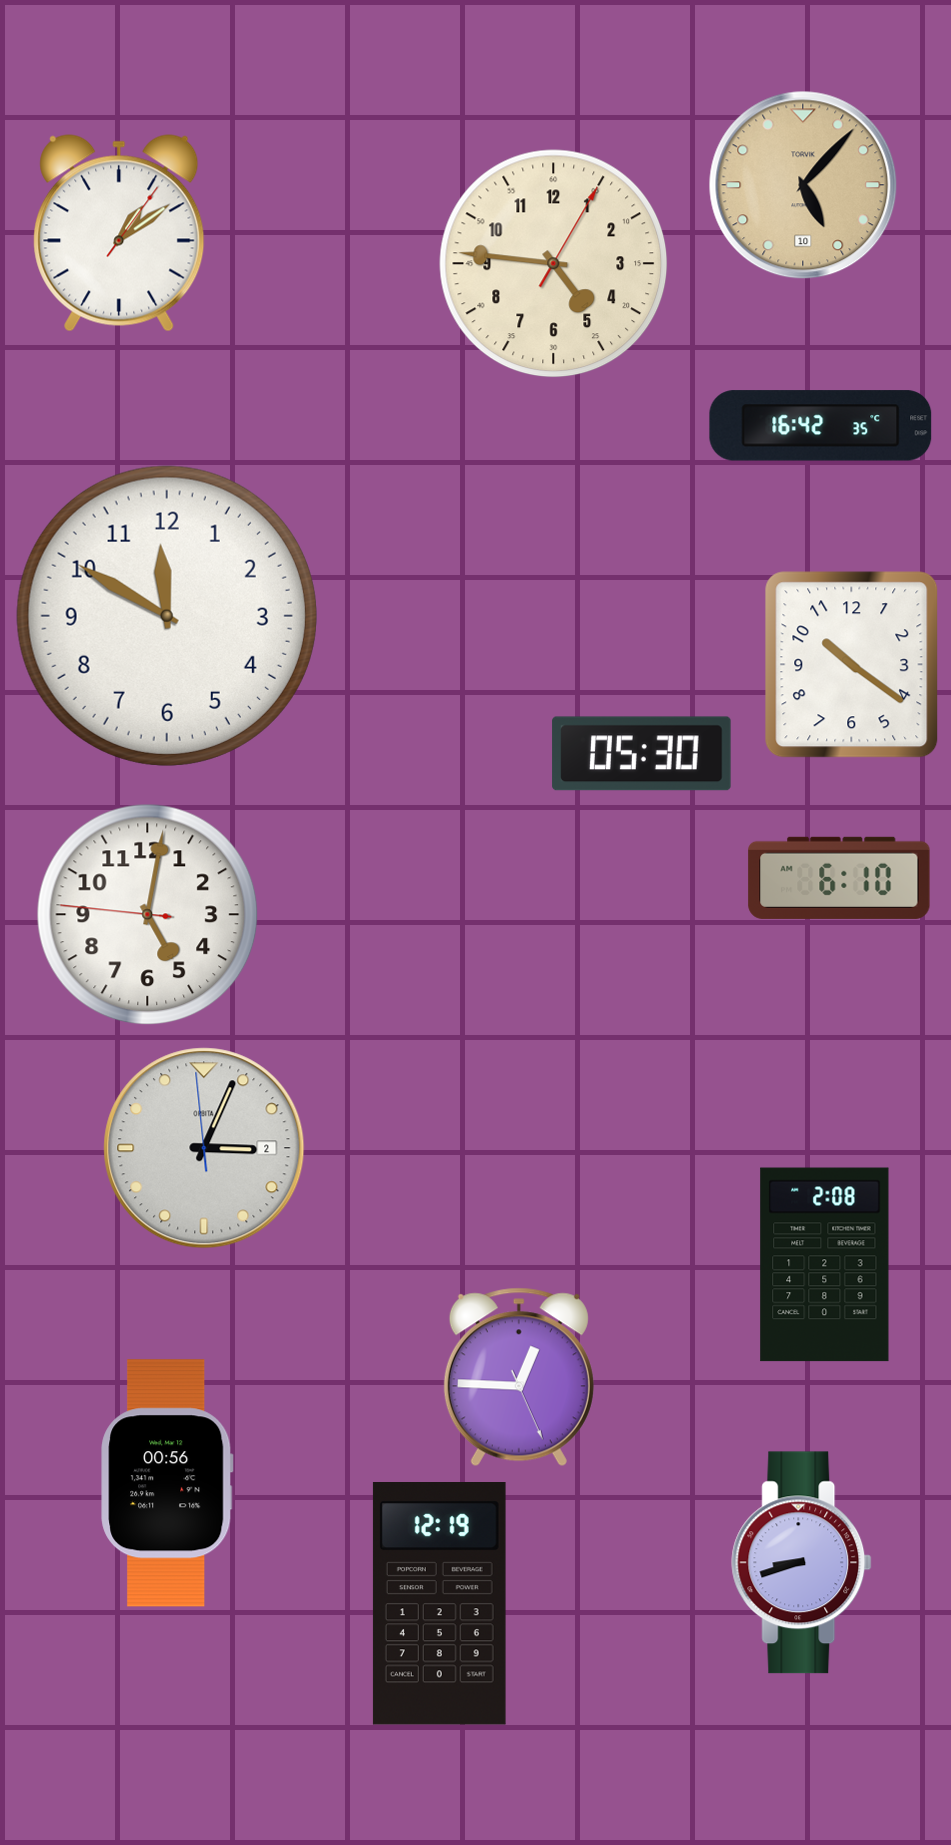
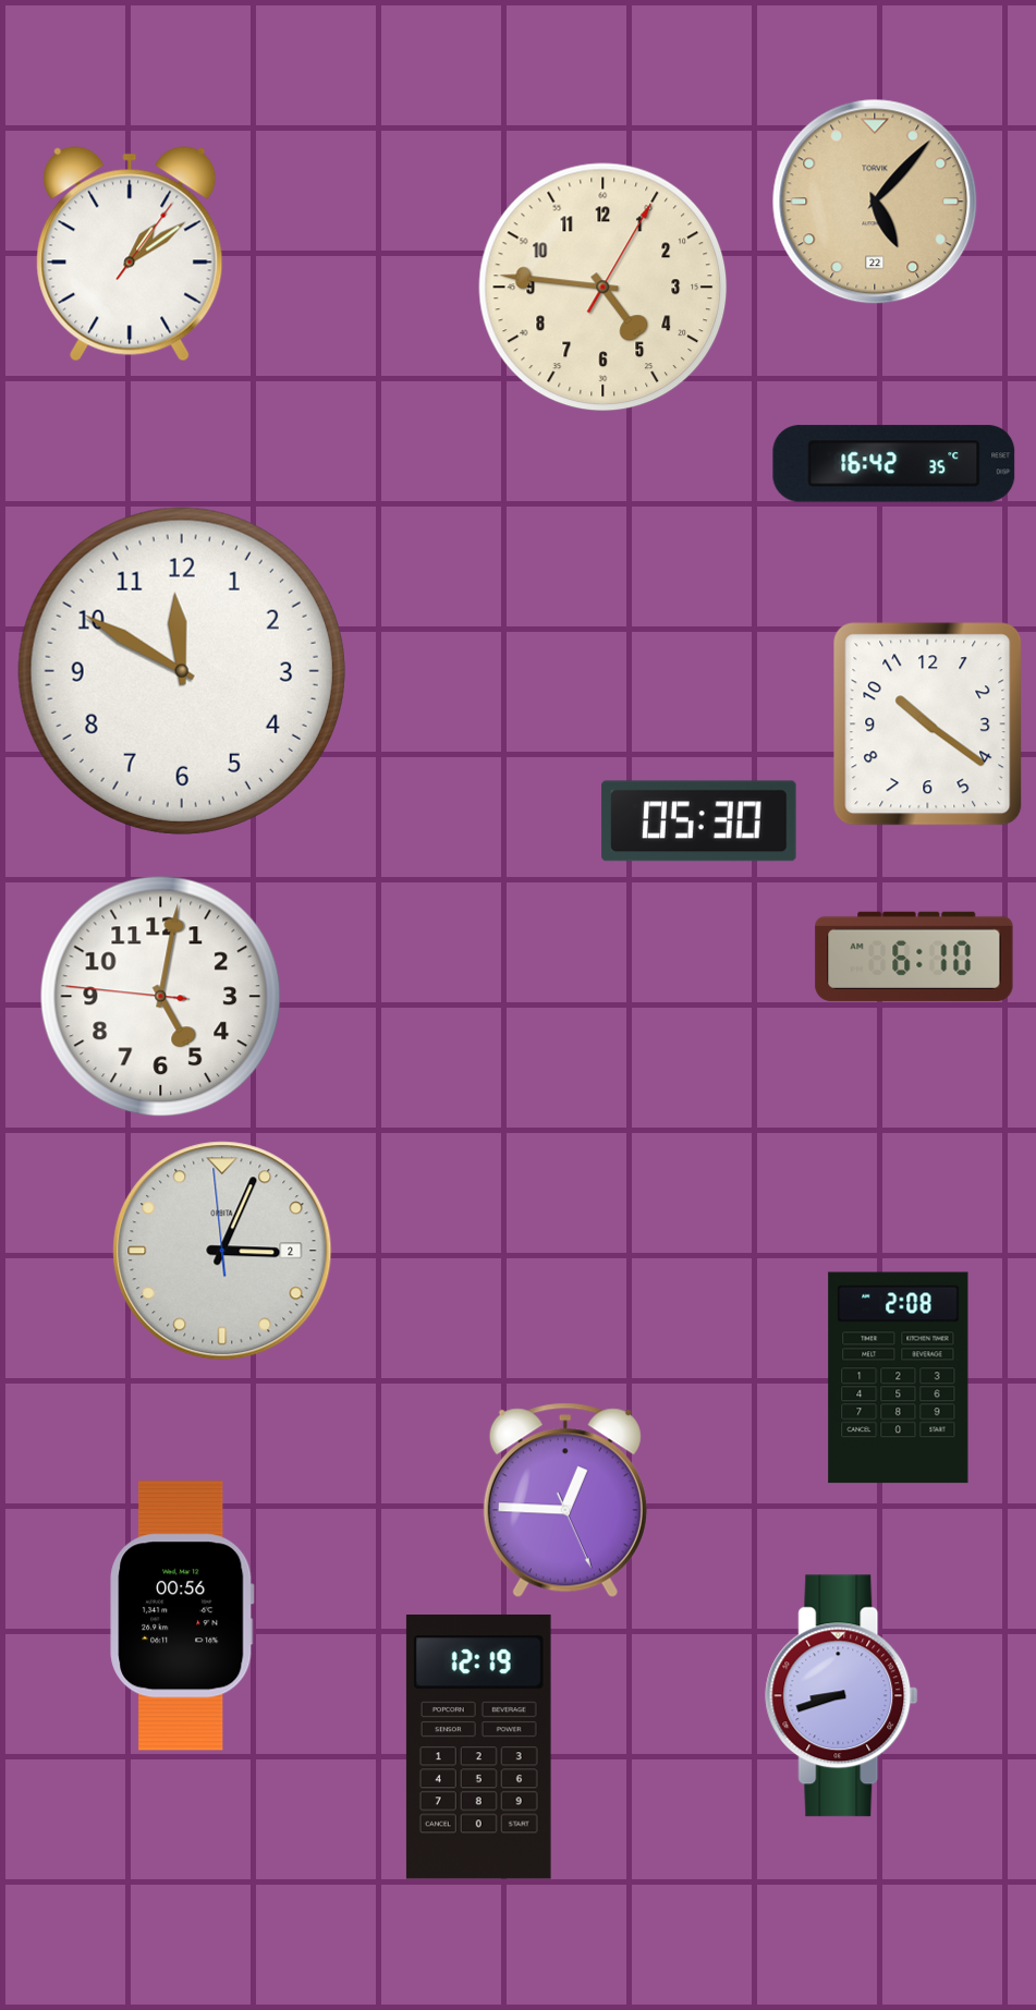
clock at (803, 185) date: 10 -> 22
clock at (802, 1563) position: (802, 1563) -> (842, 1696)
